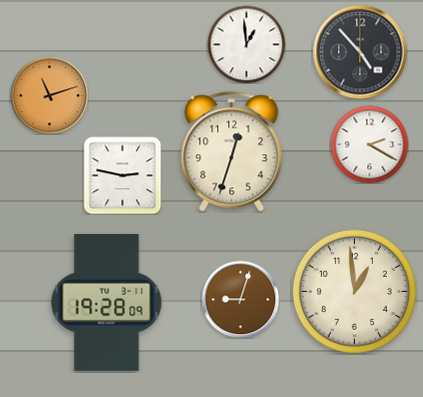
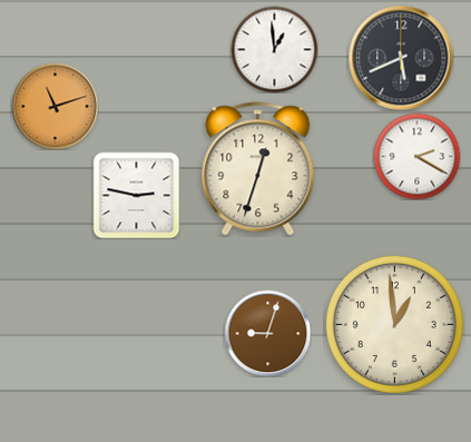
clock at (360, 52): 4:53 -> 5:41
clock at (369, 144) position: (369, 144) -> (416, 156)
clock at (107, 302): 19:28 -> none
